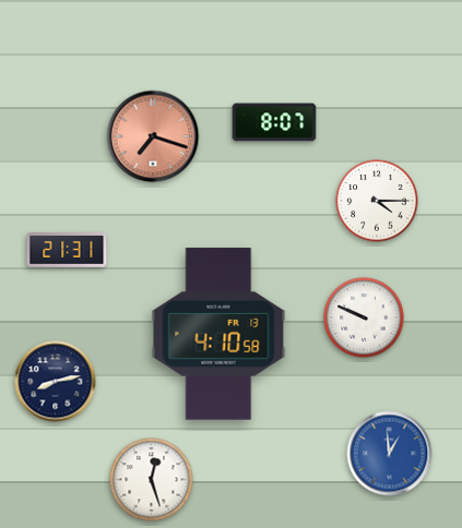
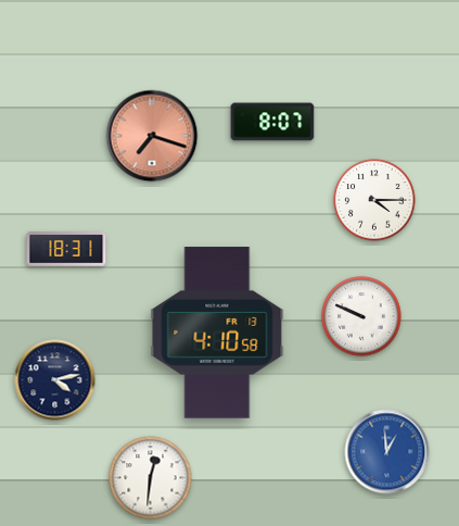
clock at (67, 250): 21:31 -> 18:31
clock at (56, 382): 8:13 -> 4:13
clock at (152, 480): 12:27 -> 12:31
